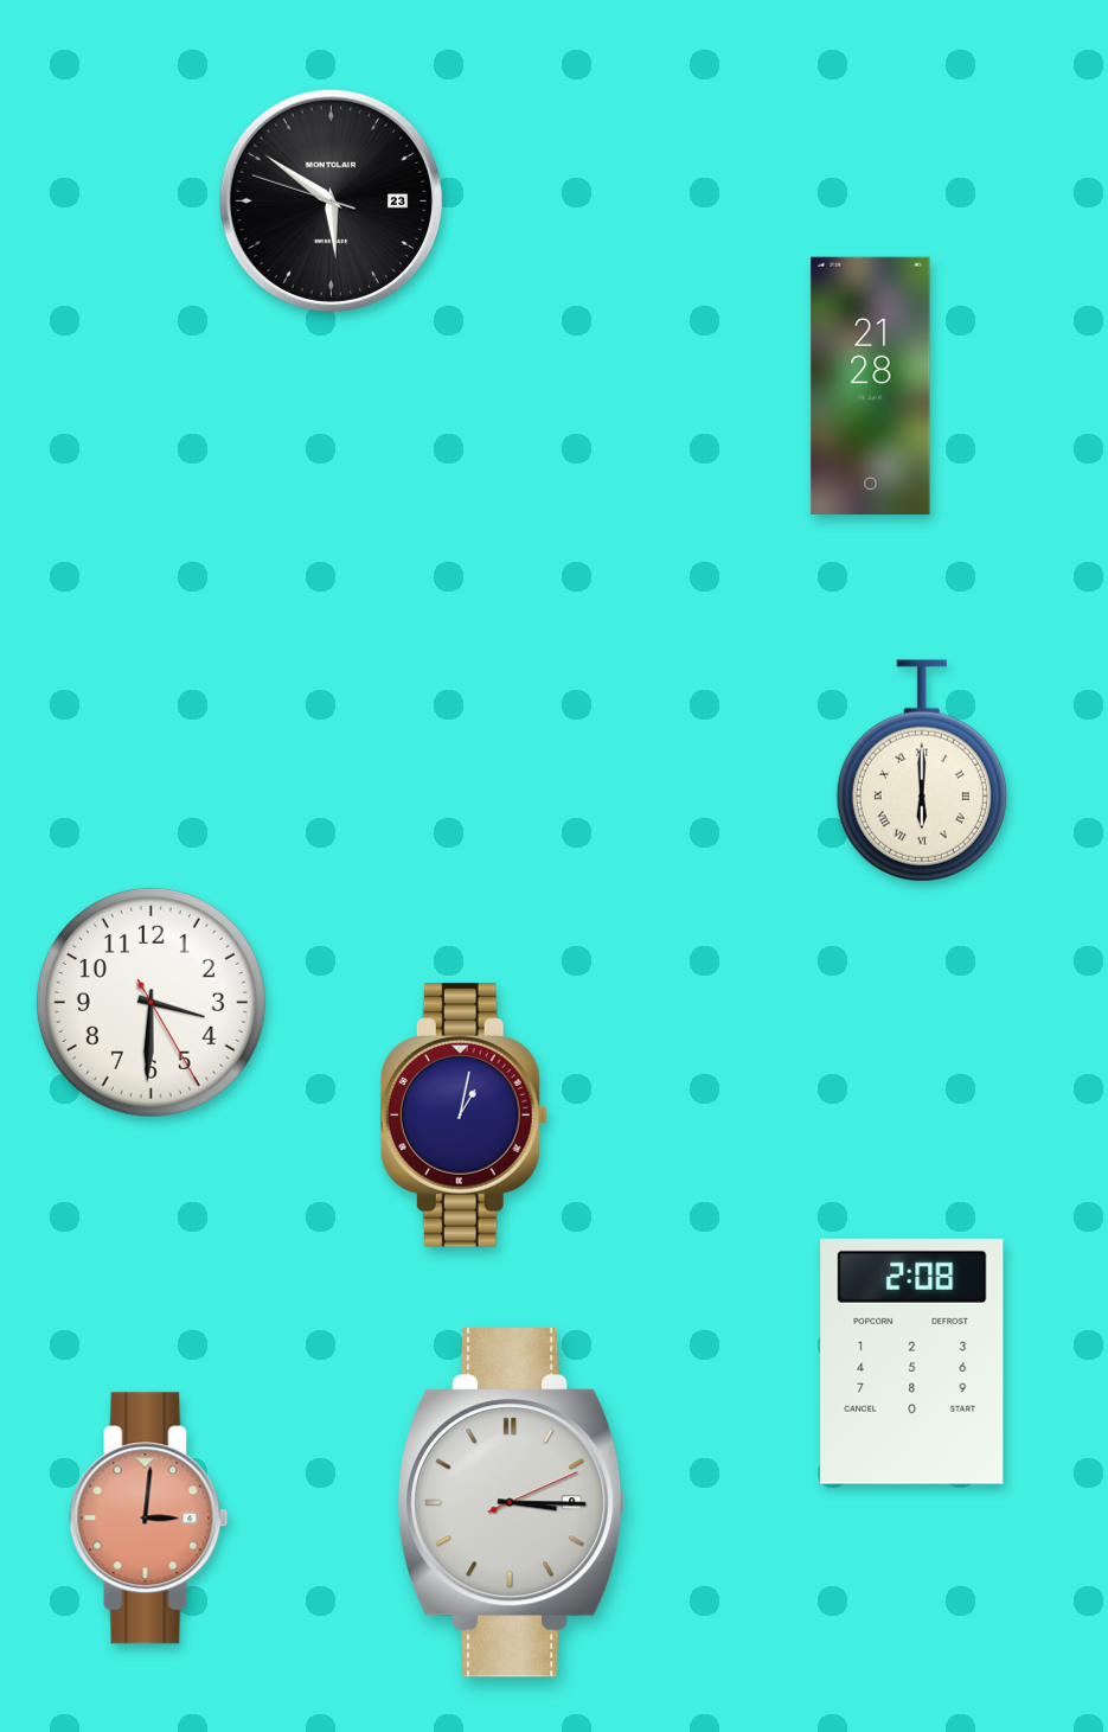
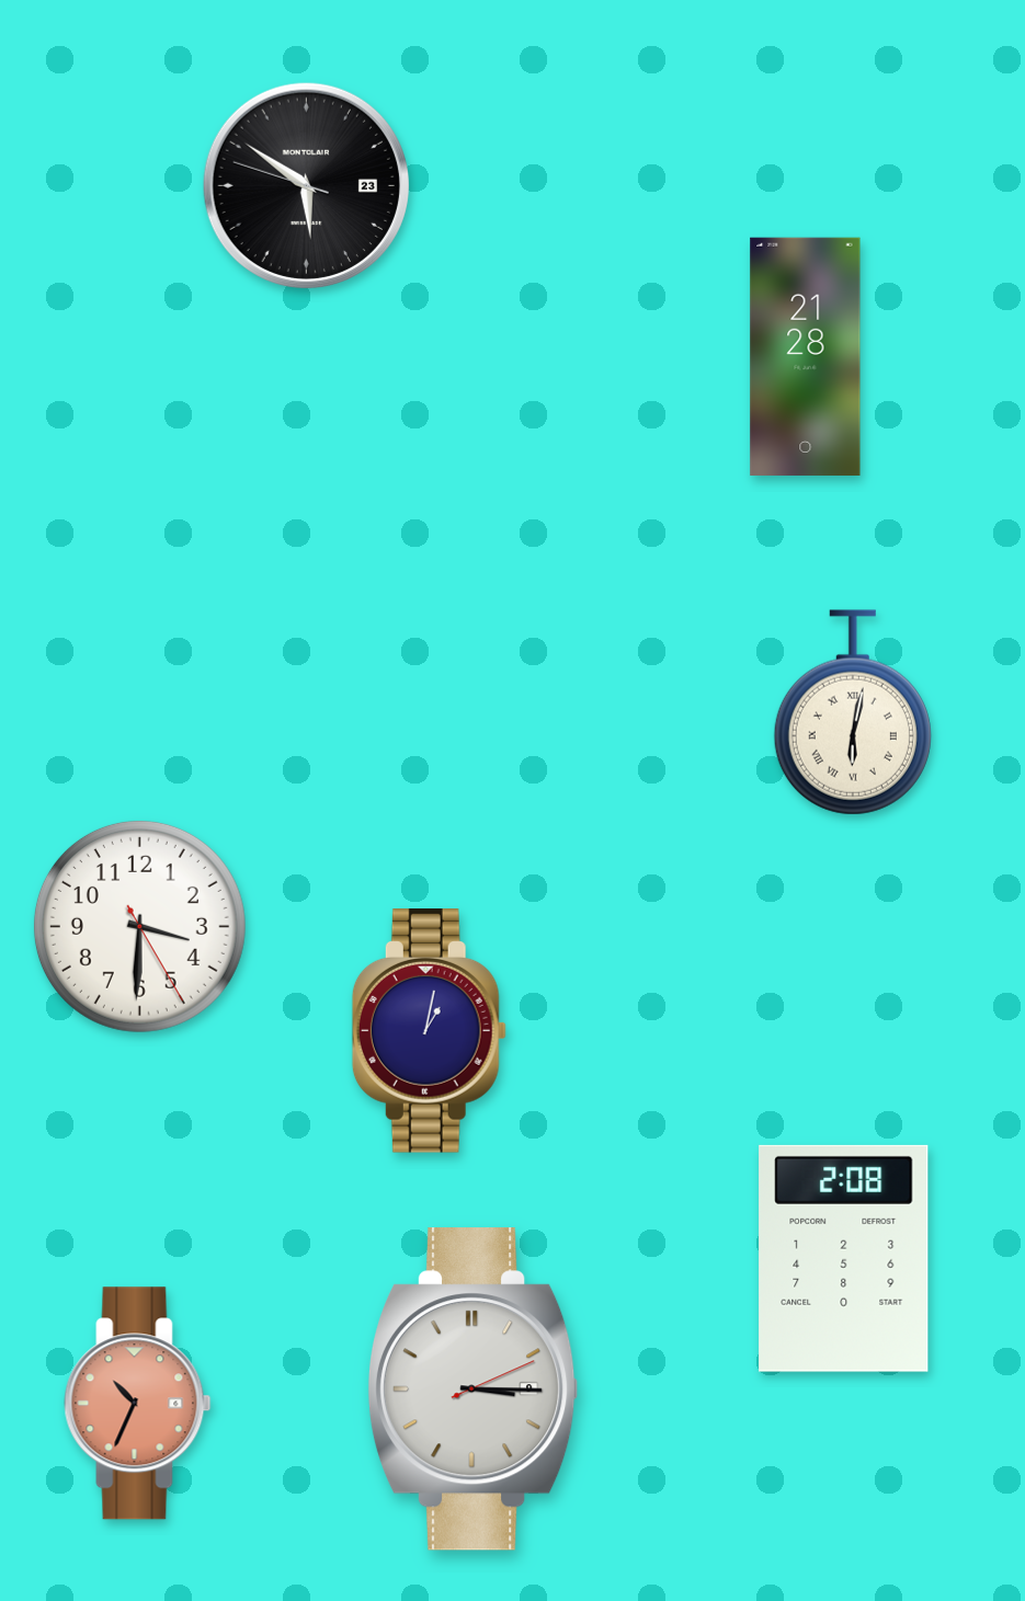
clock at (922, 771): 6:00 -> 6:02
clock at (149, 1519): 3:01 -> 10:34
